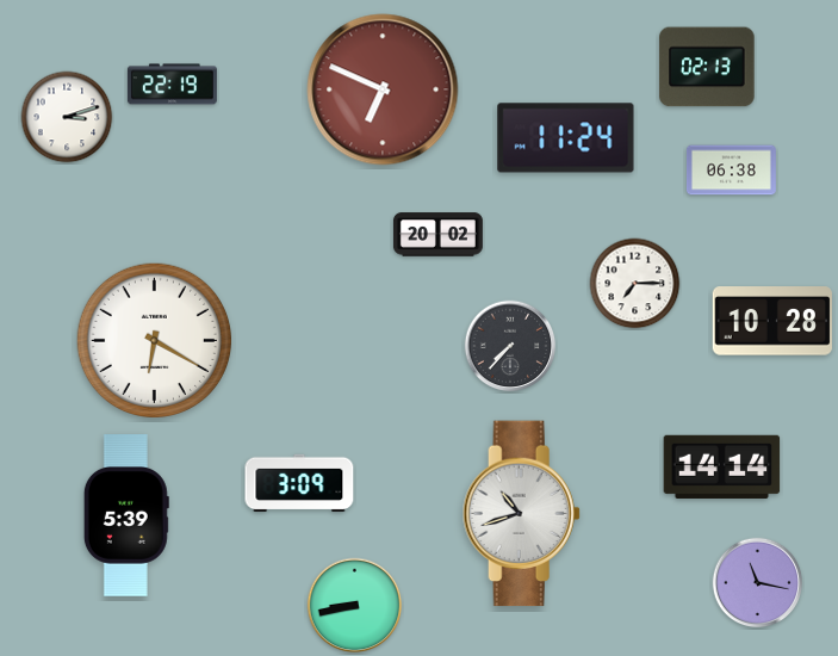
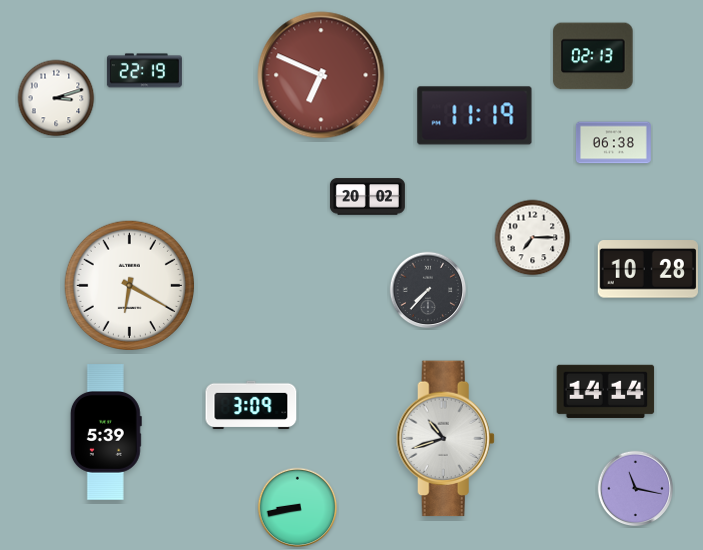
clock at (566, 138): 11:24 -> 11:19
clock at (521, 514) position: (521, 514) -> (445, 439)
